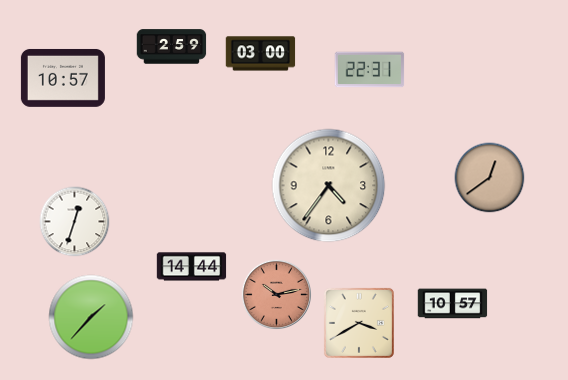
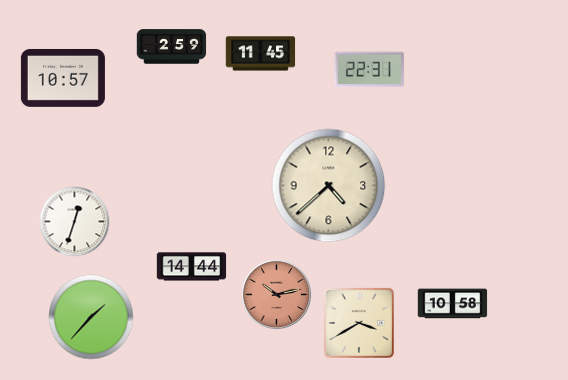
clock at (261, 54): 03:00 -> 11:45
clock at (490, 178): 12:39 -> none
clock at (329, 186): 4:36 -> 4:38
clock at (453, 304): 10:57 -> 10:58
